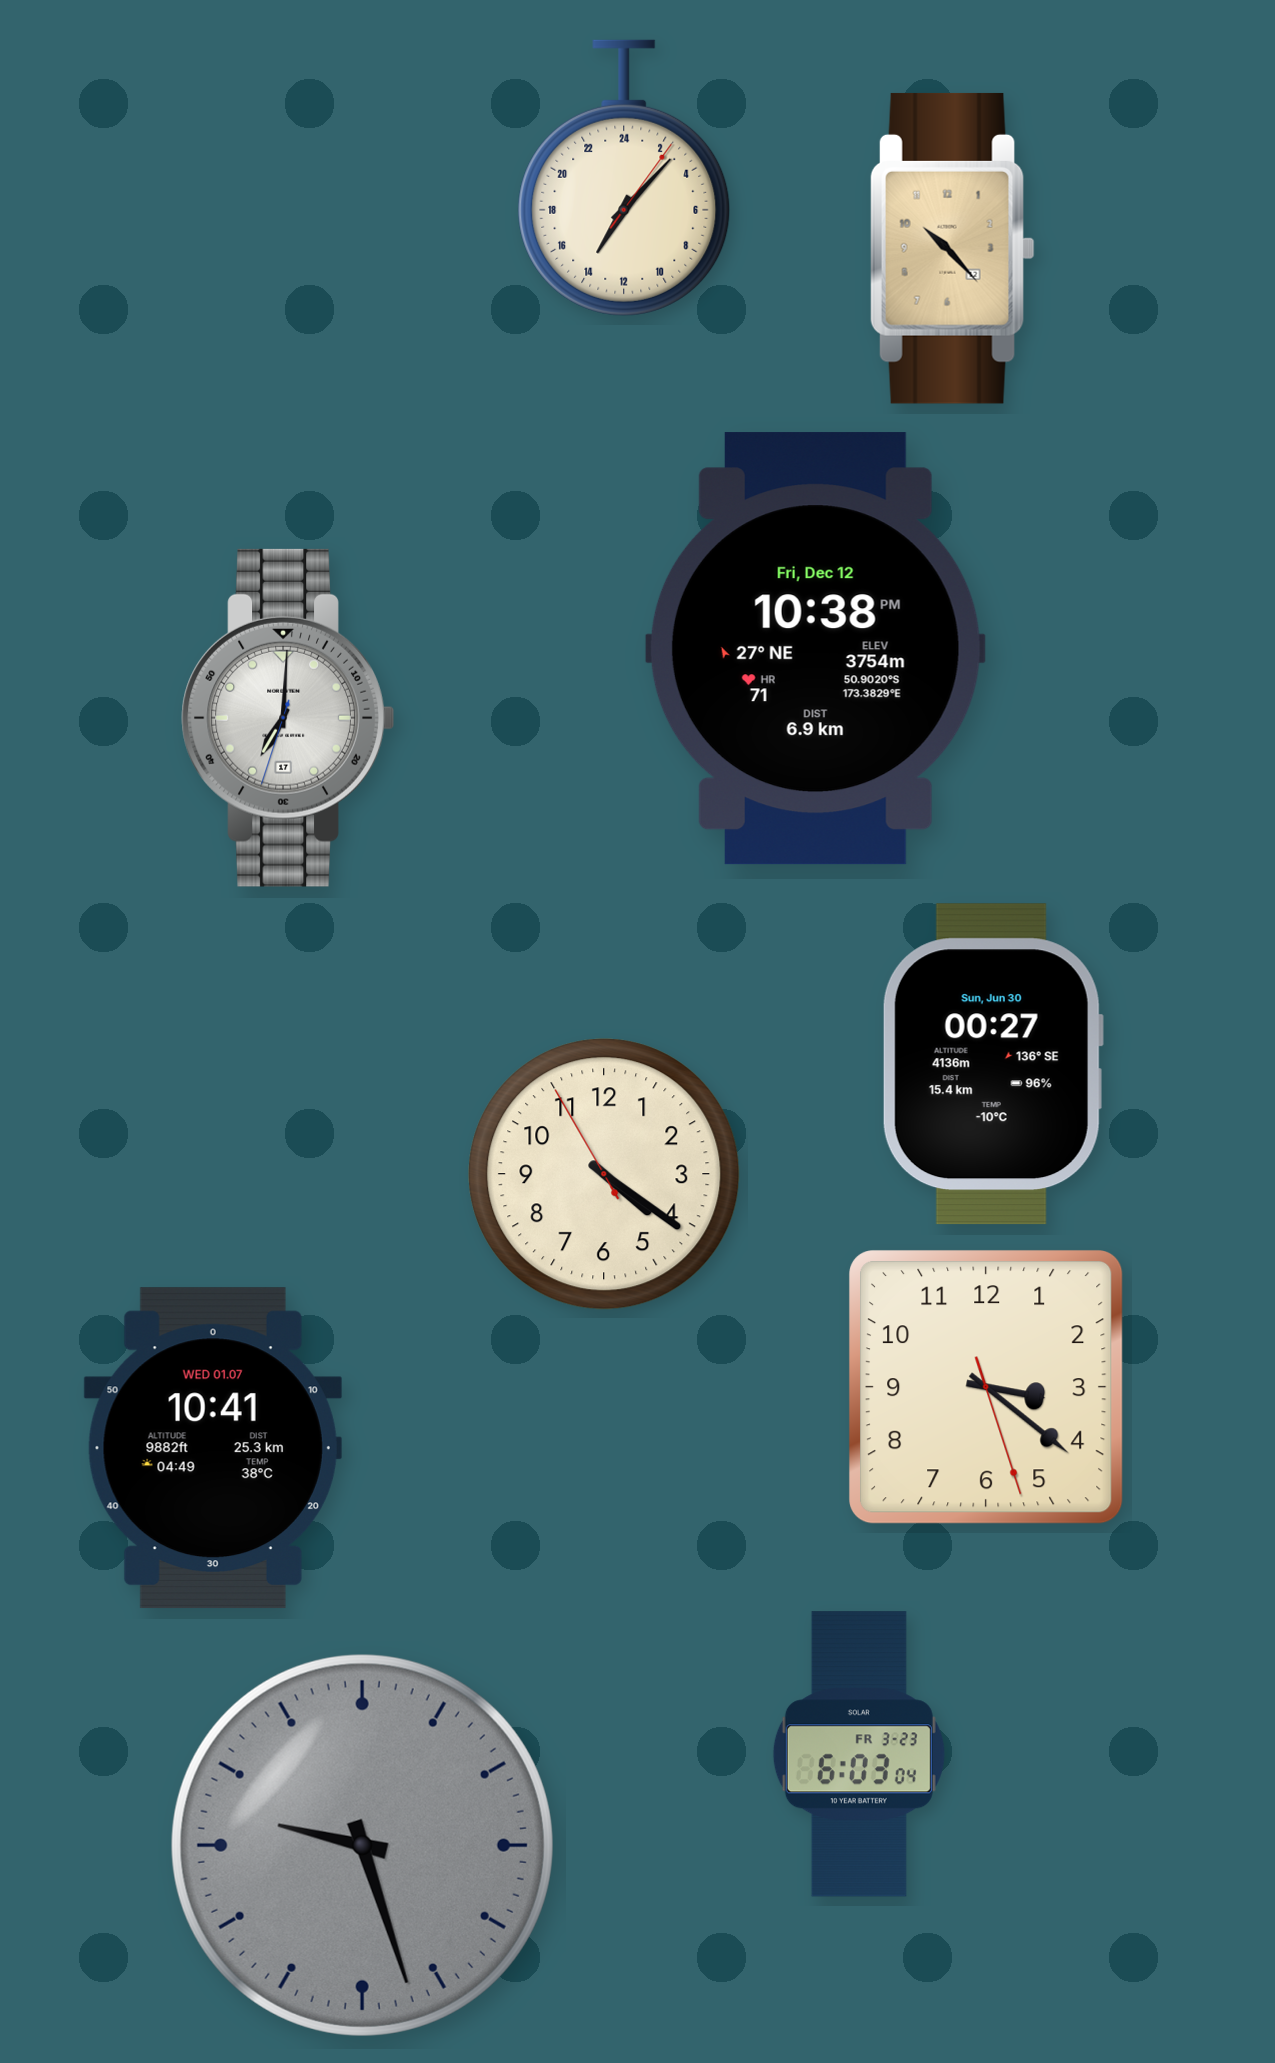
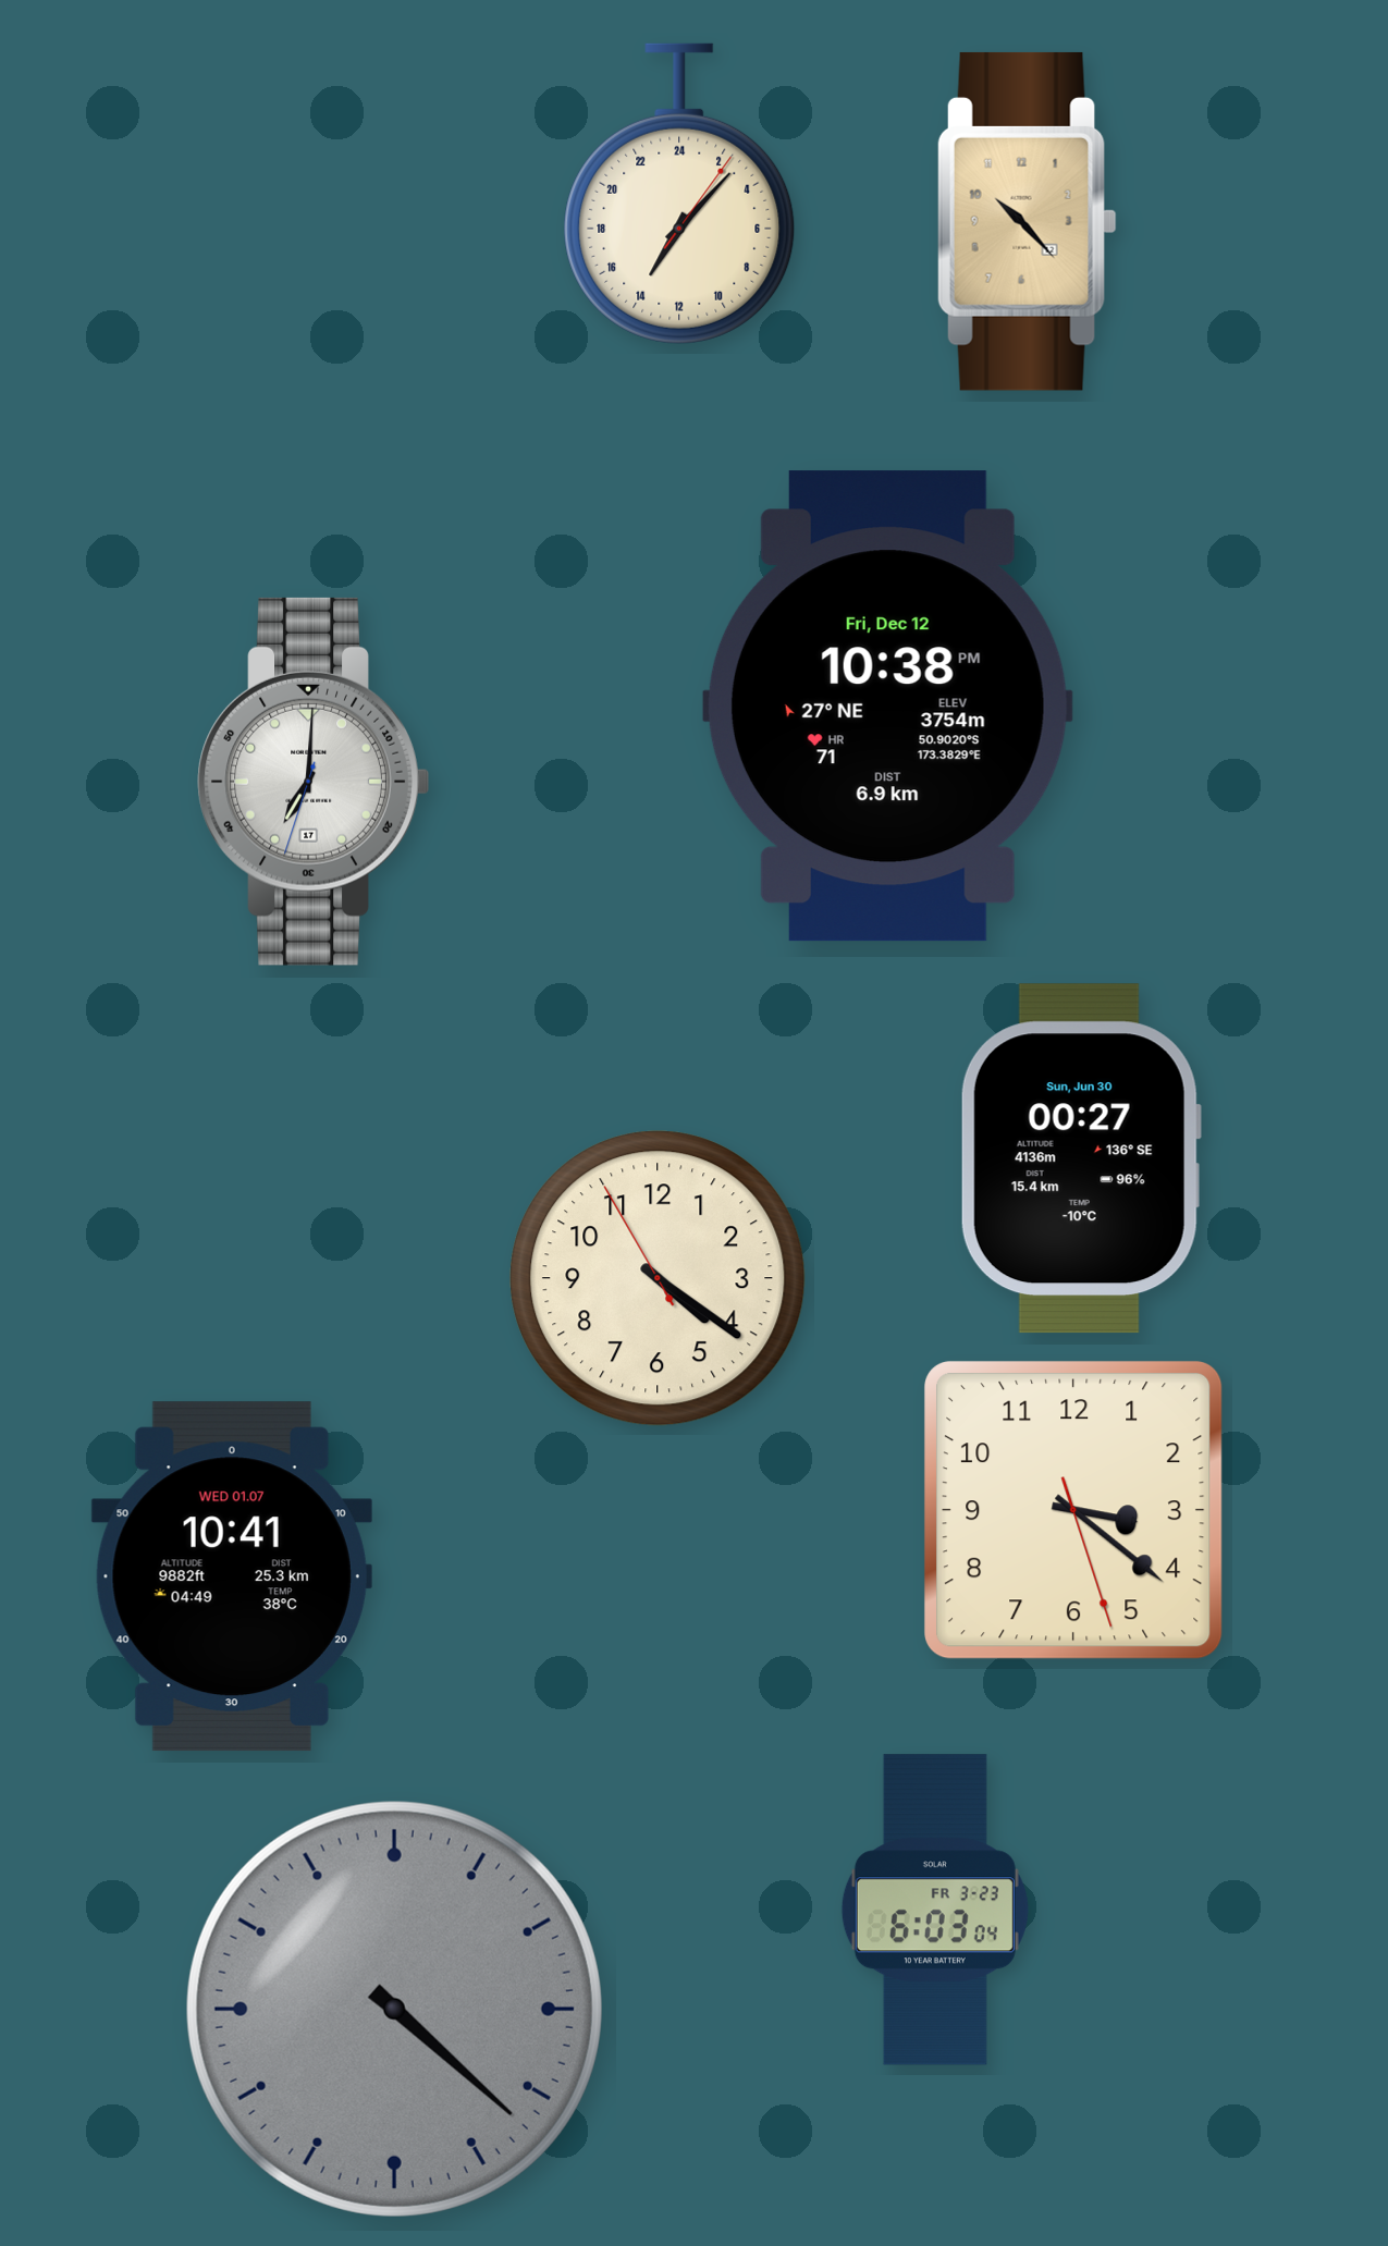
clock at (952, 248) position: (952, 248) -> (1027, 221)
clock at (362, 1845): 9:27 -> 4:22
